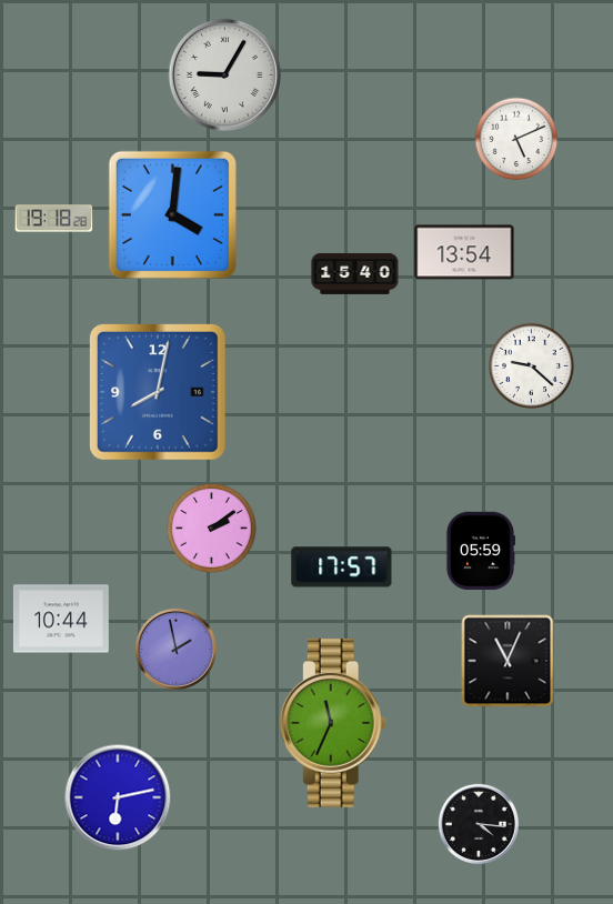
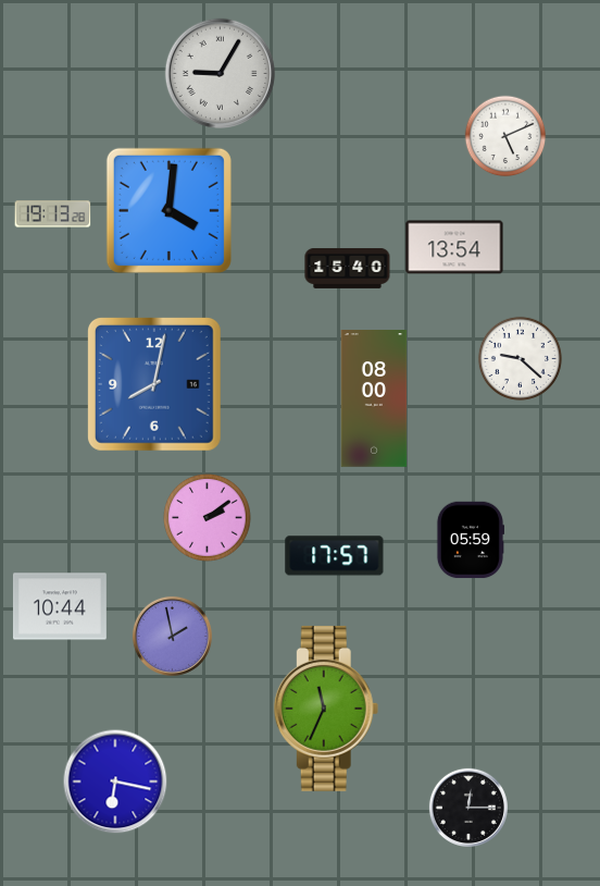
clock at (54, 219): 19:18 -> 19:13
clock at (374, 399): none -> 08:00
clock at (508, 661): 11:04 -> none
clock at (118, 797): 6:13 -> 6:17
clock at (479, 824): 4:16 -> 12:15
